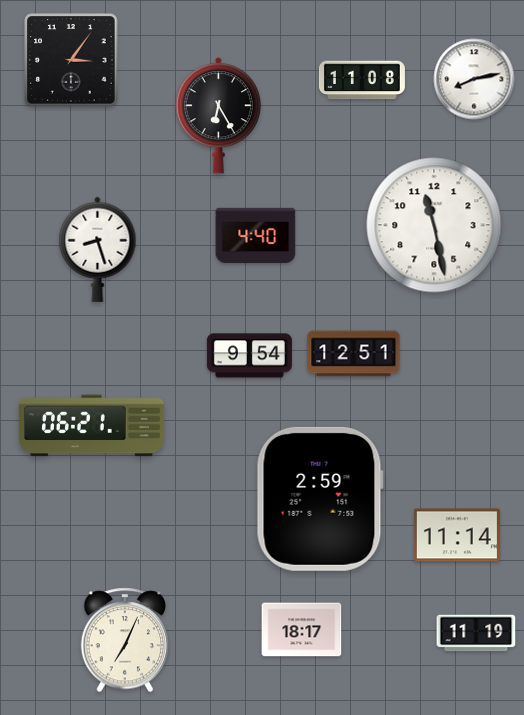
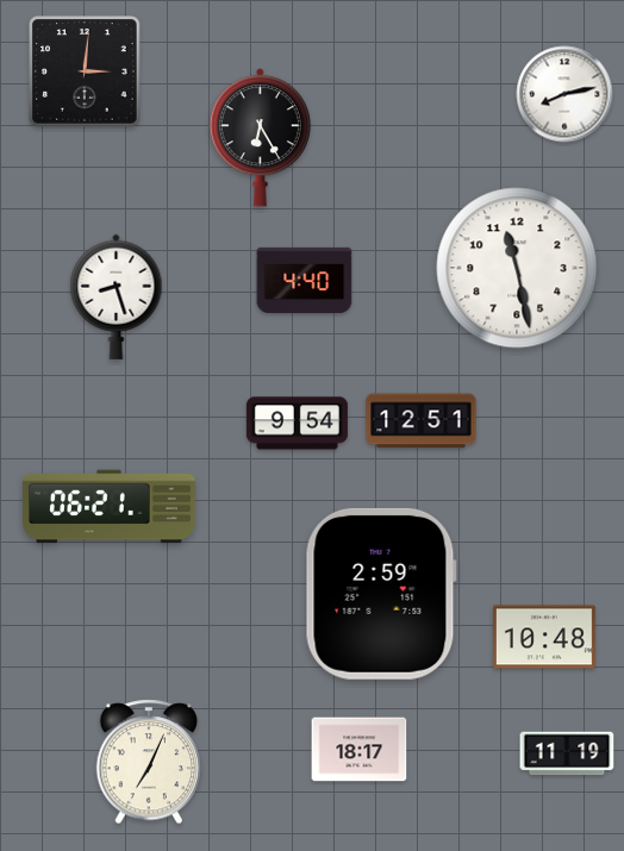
clock at (71, 60): 3:06 -> 3:01
clock at (362, 80): 11:08 -> none
clock at (457, 535): 11:14 -> 10:48
